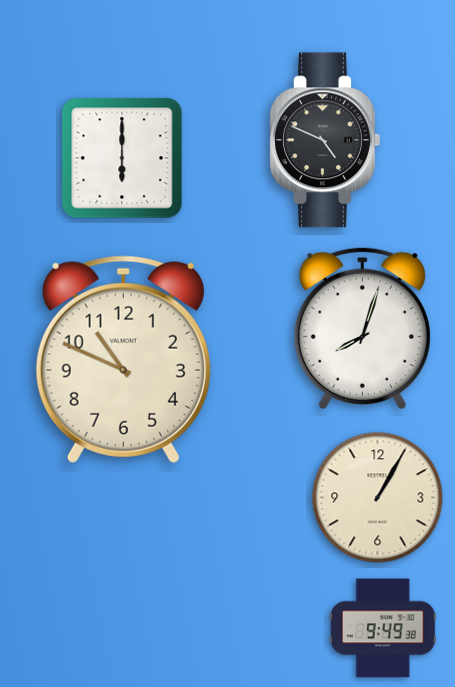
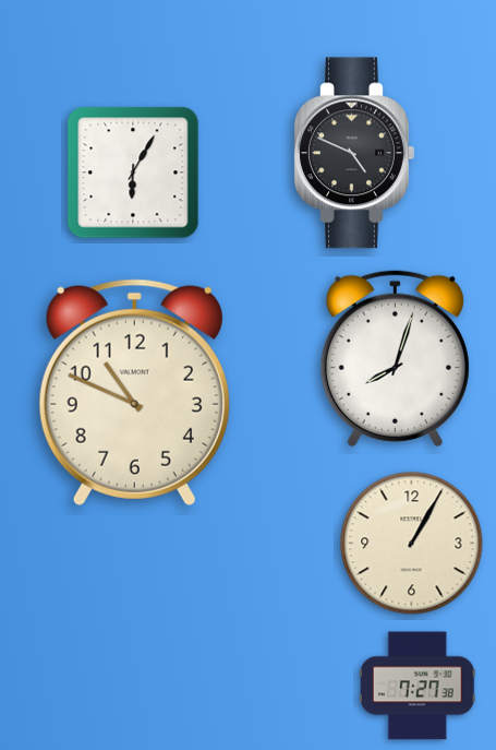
clock at (122, 158): 6:00 -> 6:05
clock at (383, 628): 9:49 -> 7:27
